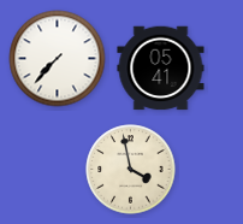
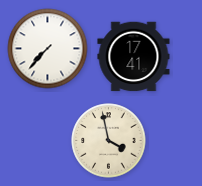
clock at (161, 69): 05:41 -> 17:41
